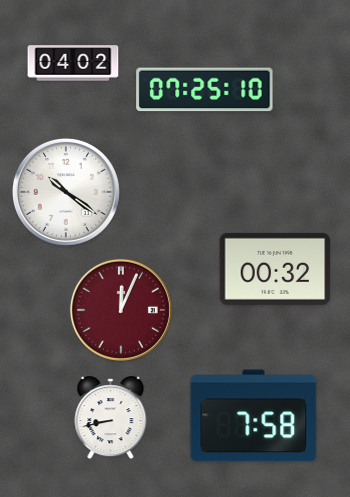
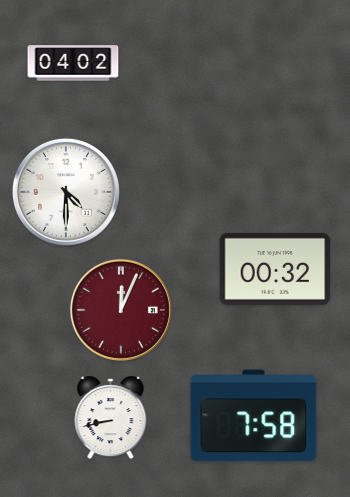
clock at (205, 90): 07:25 -> none
clock at (66, 192): 10:21 -> 4:30
